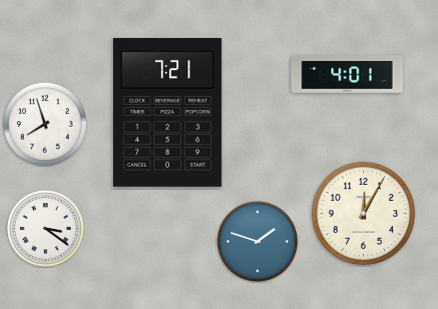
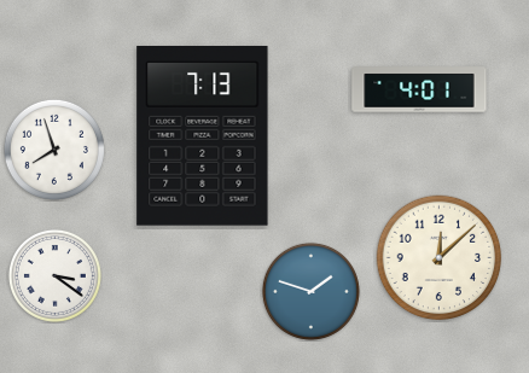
clock at (168, 113): 7:21 -> 7:13
clock at (364, 214): 12:05 -> 12:08
